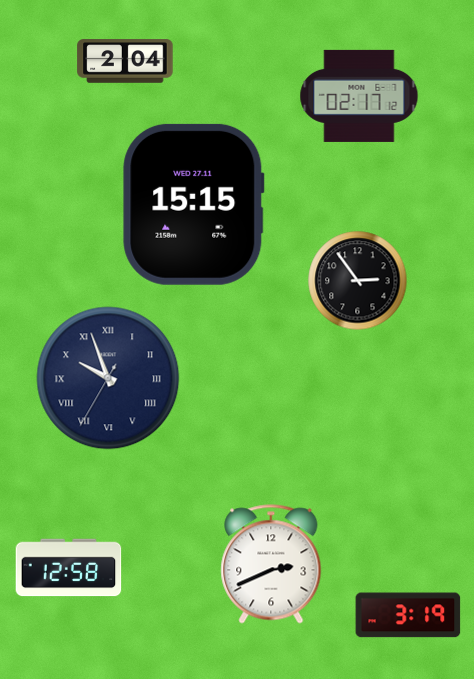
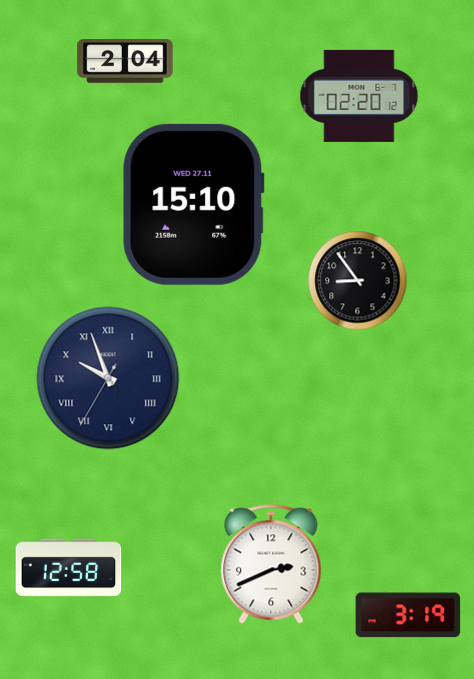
clock at (359, 96): 02:17 -> 02:20
clock at (194, 204): 15:15 -> 15:10
clock at (358, 281): 2:54 -> 8:54
